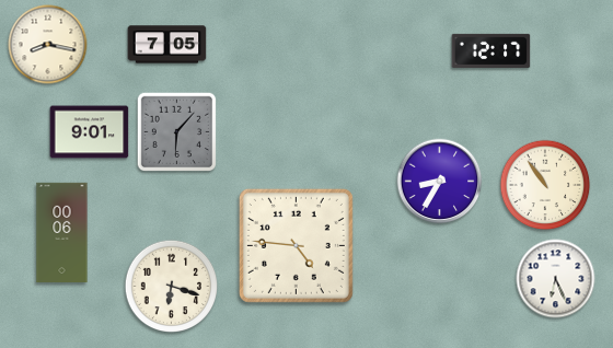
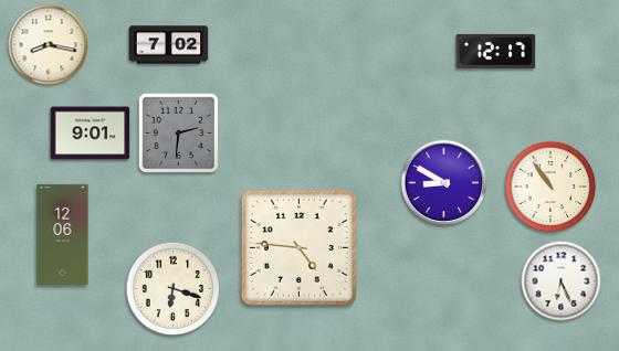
clock at (167, 45): 7:05 -> 7:02
clock at (177, 132): 6:07 -> 2:31
clock at (440, 182): 8:35 -> 8:50
clock at (62, 232): 00:06 -> 12:06
